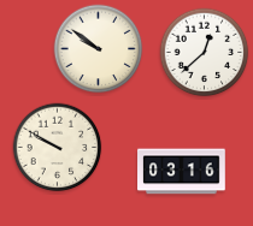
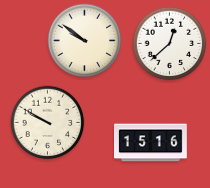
clock at (99, 49) position: (99, 49) -> (85, 41)
clock at (182, 172): 03:16 -> 15:16
